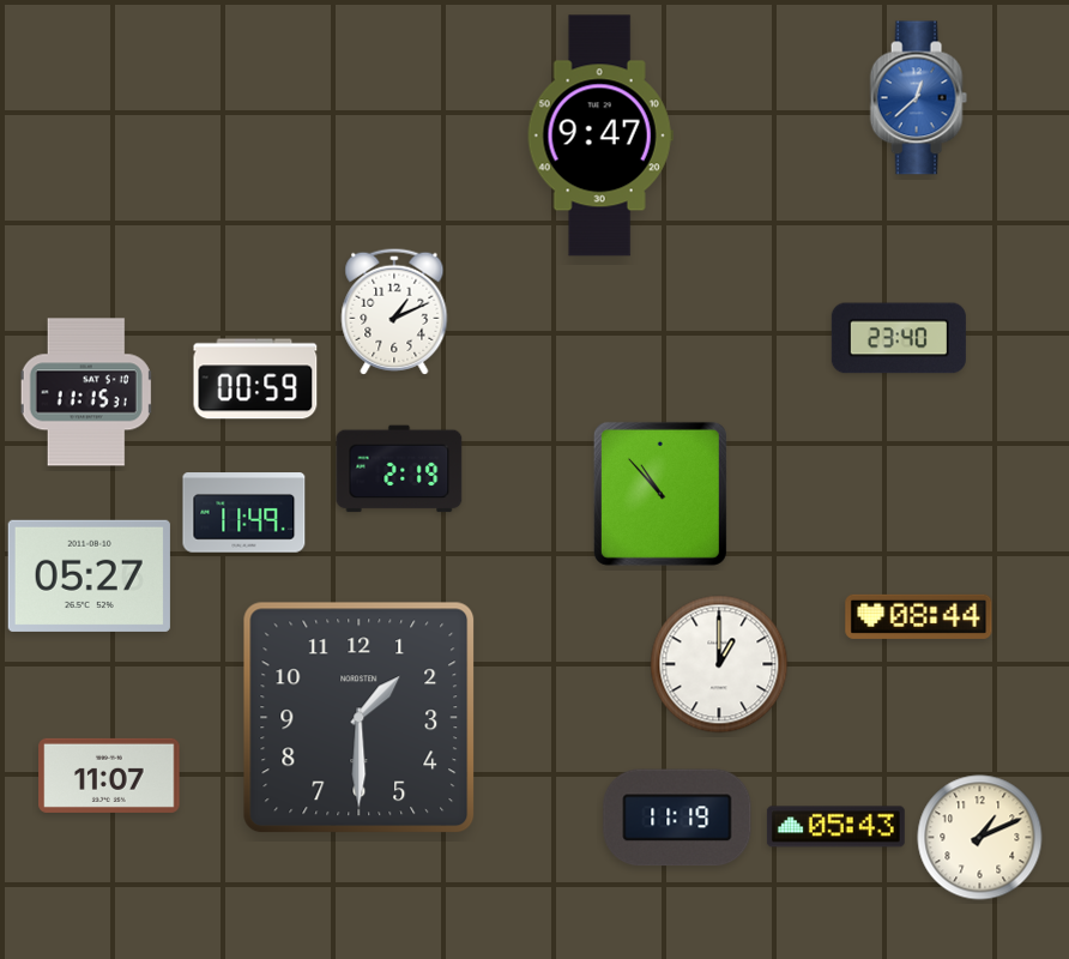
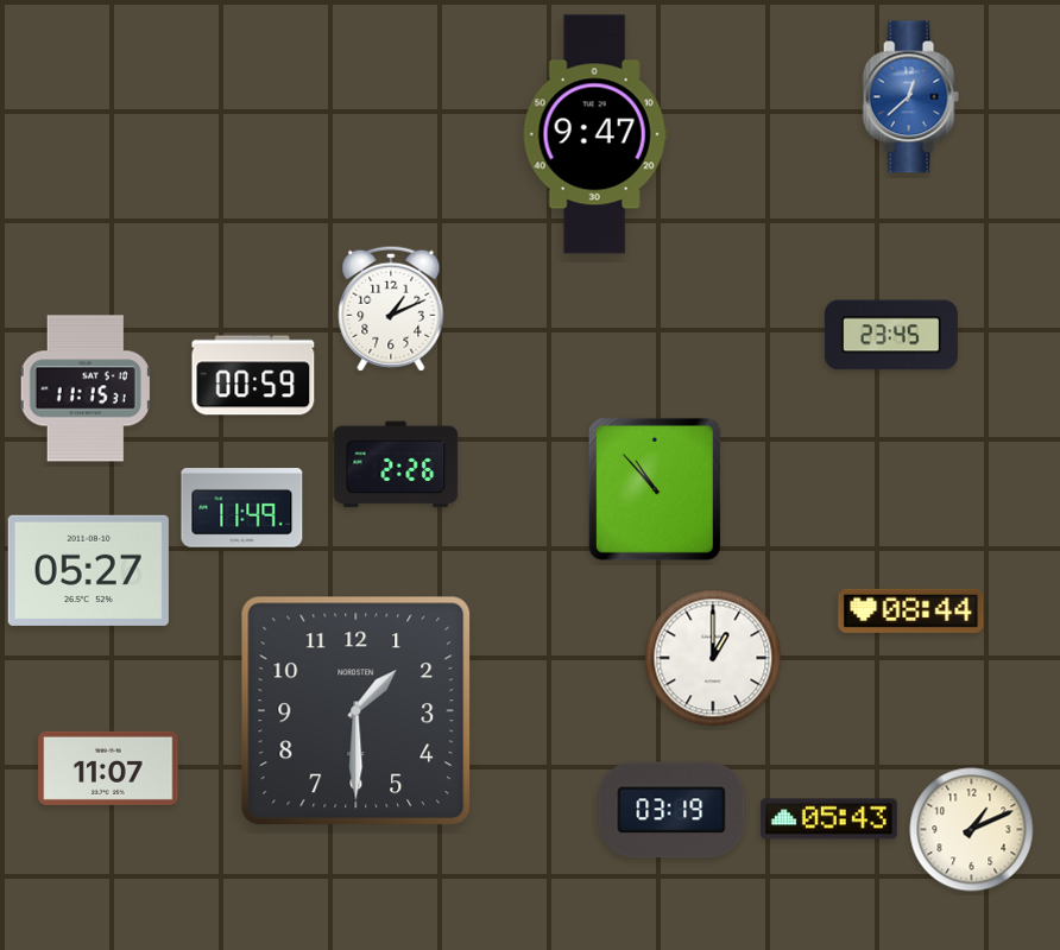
clock at (899, 338): 23:40 -> 23:45
clock at (399, 469): 2:19 -> 2:26
clock at (677, 818): 11:19 -> 03:19
